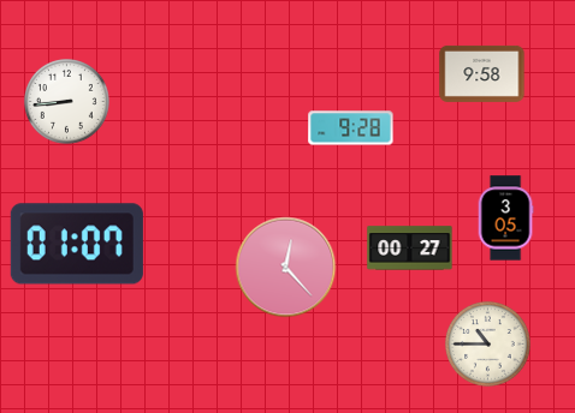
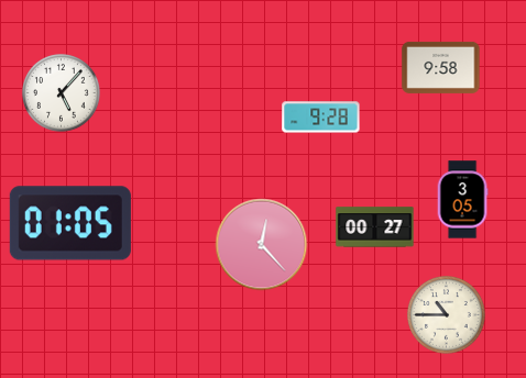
clock at (67, 102): 8:44 -> 5:07
clock at (77, 244): 01:07 -> 01:05
